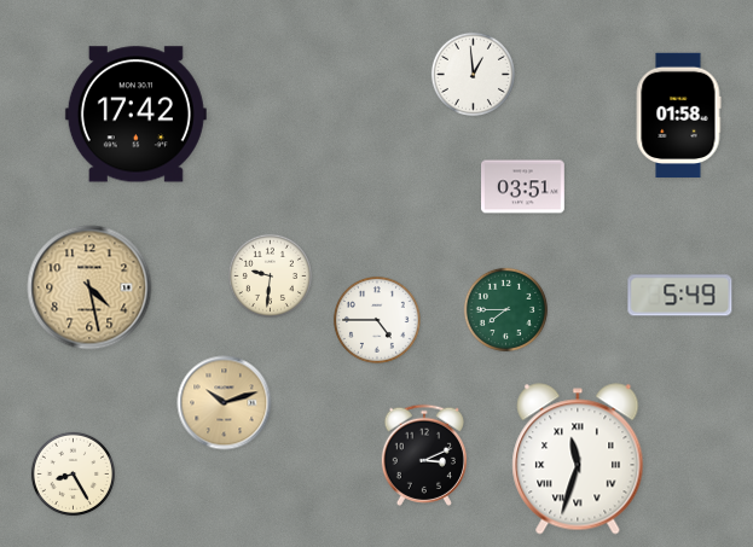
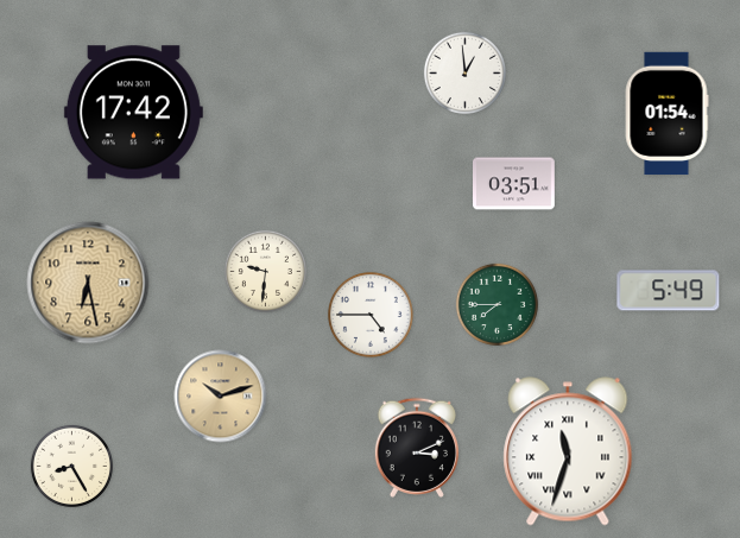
clock at (678, 116): 01:58 -> 01:54
clock at (89, 287): 4:28 -> 6:28
